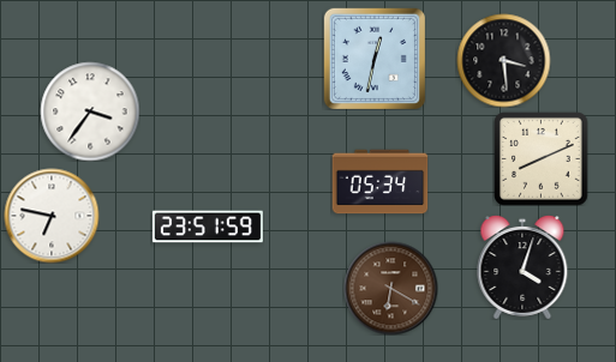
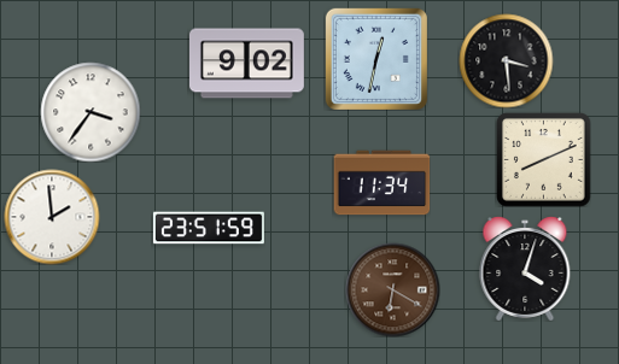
clock at (246, 64): none -> 9:02
clock at (379, 182): 05:34 -> 11:34
clock at (52, 216): 6:47 -> 1:59
